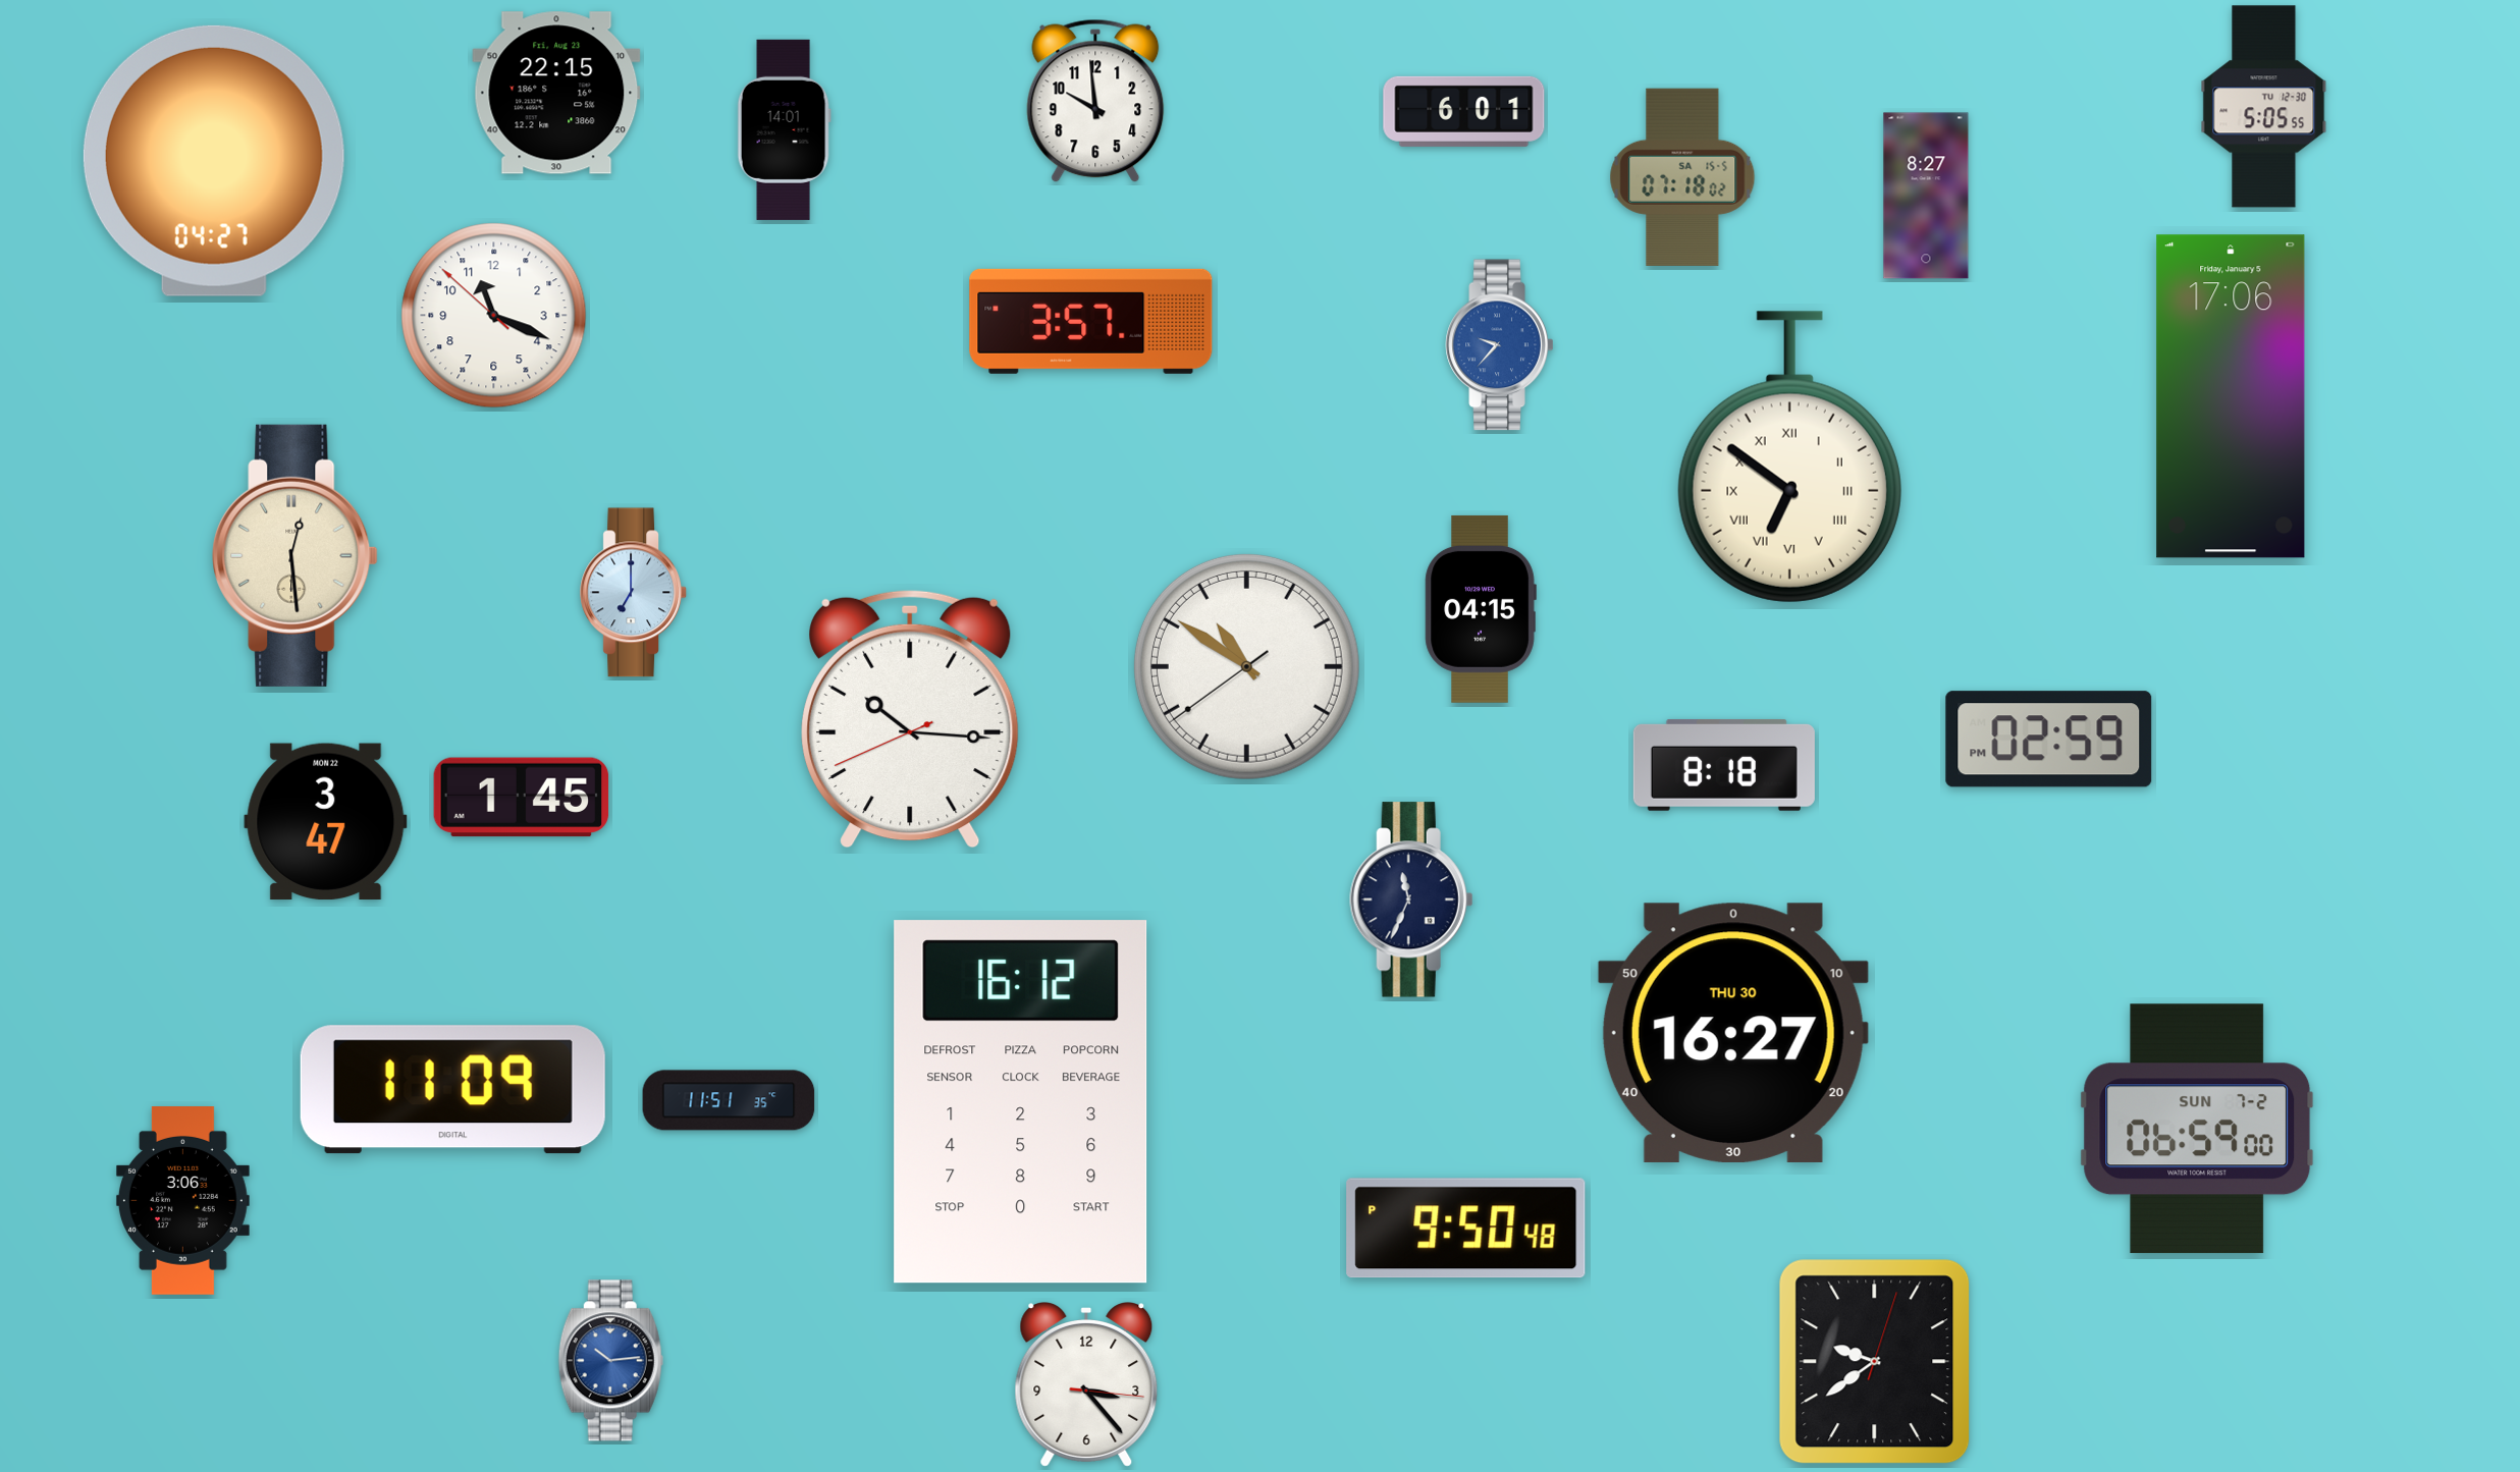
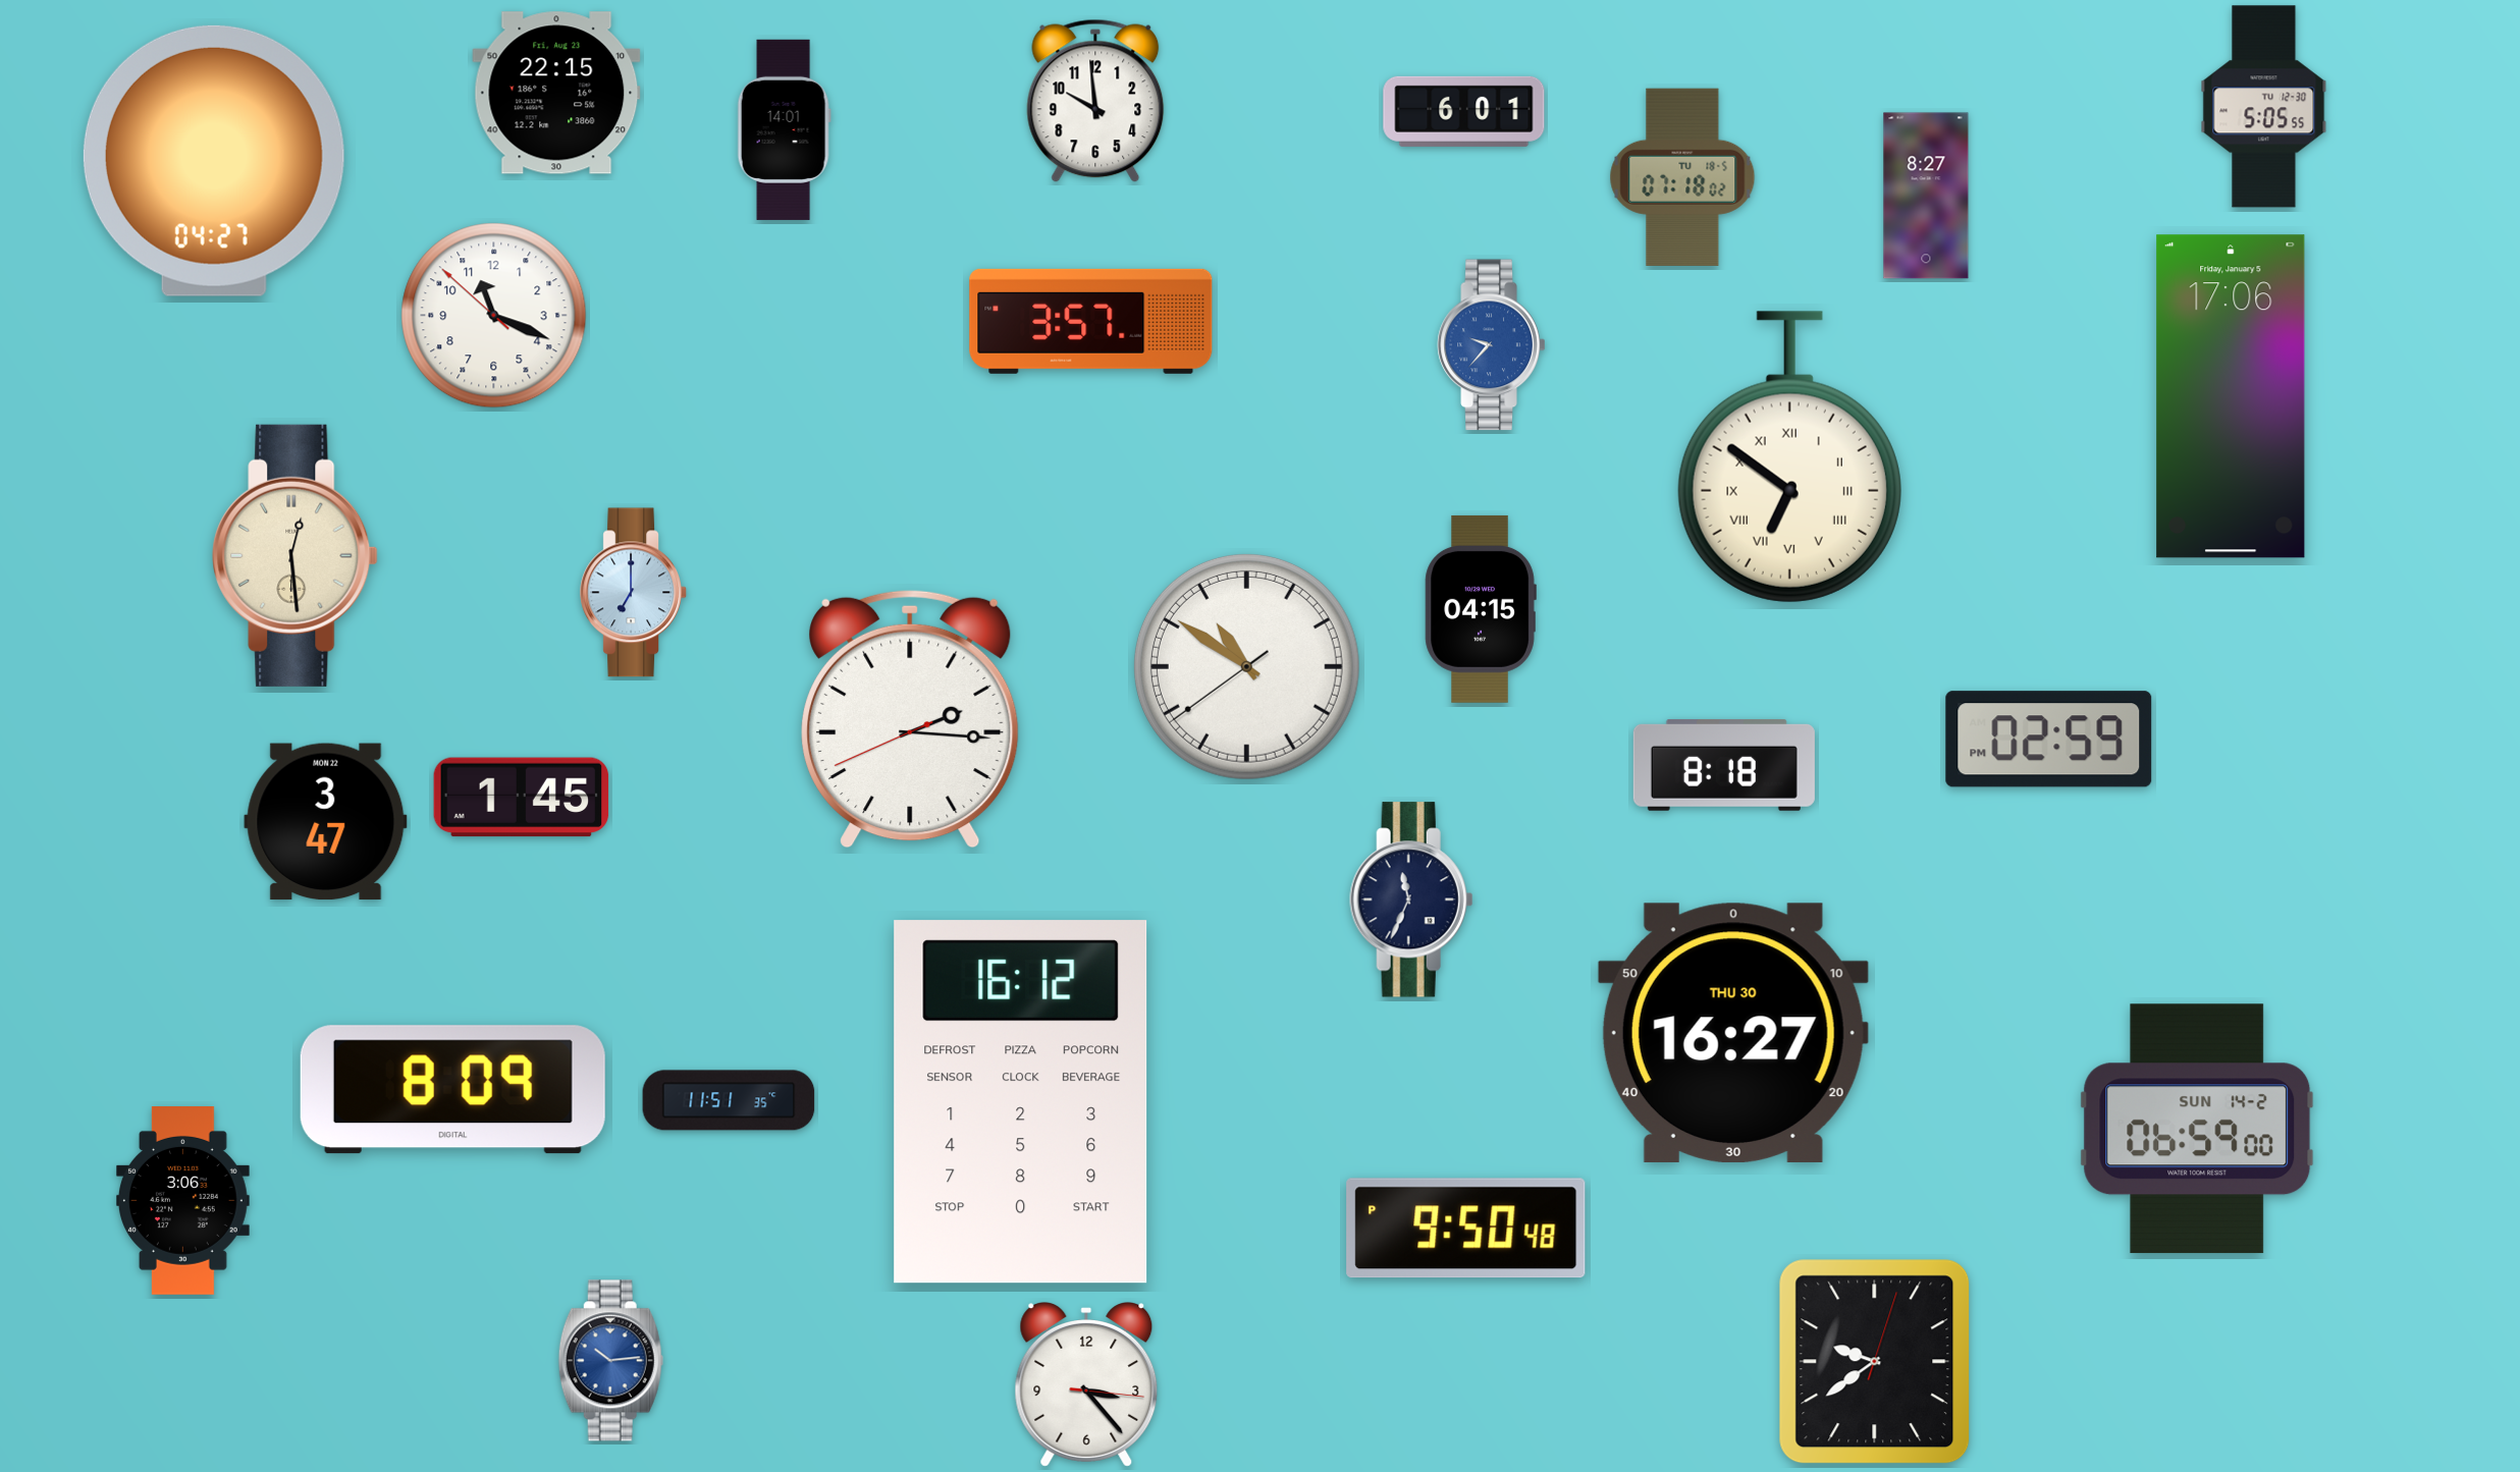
clock at (1682, 177) date: SA 15-5 -> TU 18-5
clock at (1500, 345) position: (1500, 345) -> (1492, 345)
clock at (910, 719): 10:15 -> 2:15
clock at (452, 1090): 11:09 -> 8:09
clock at (2197, 1129) date: SUN 7-2 -> SUN 14-2
